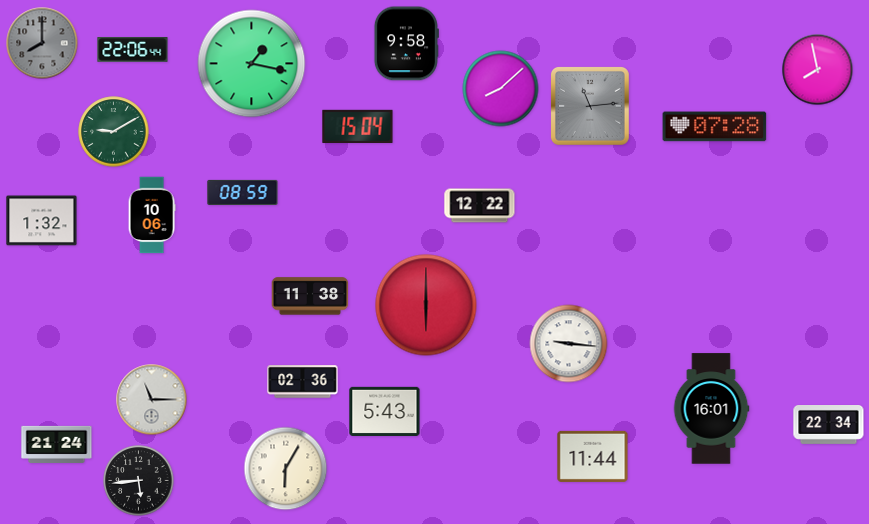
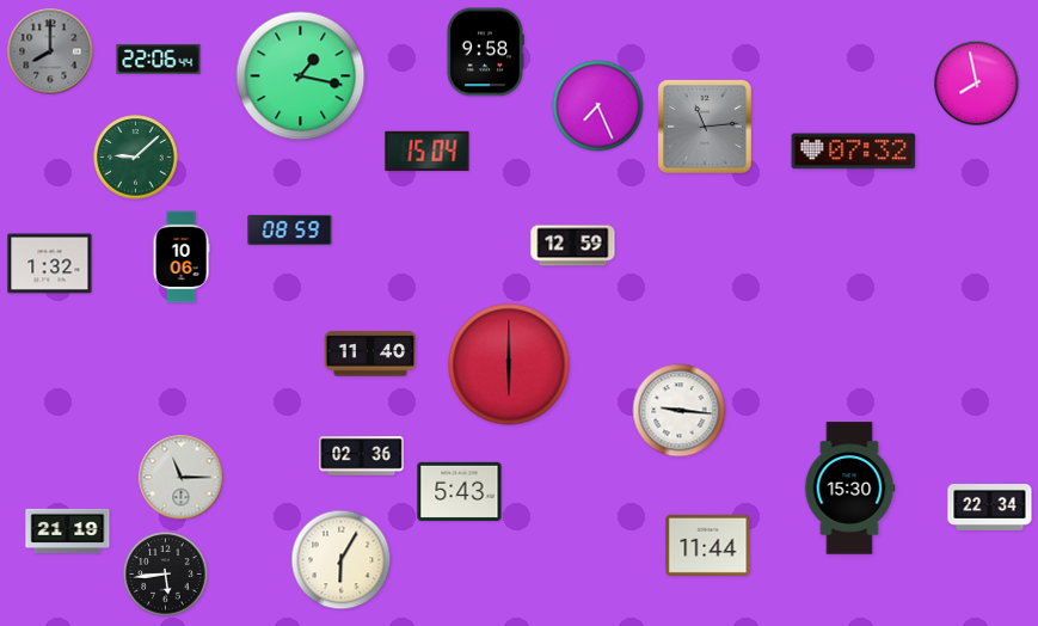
clock at (501, 89): 8:08 -> 7:26
clock at (715, 127): 07:28 -> 07:32
clock at (114, 132): 9:10 -> 9:08
clock at (480, 206): 12:22 -> 12:59
clock at (310, 296): 11:38 -> 11:40
clock at (711, 409): 16:01 -> 15:30
clock at (57, 444): 21:24 -> 21:19
